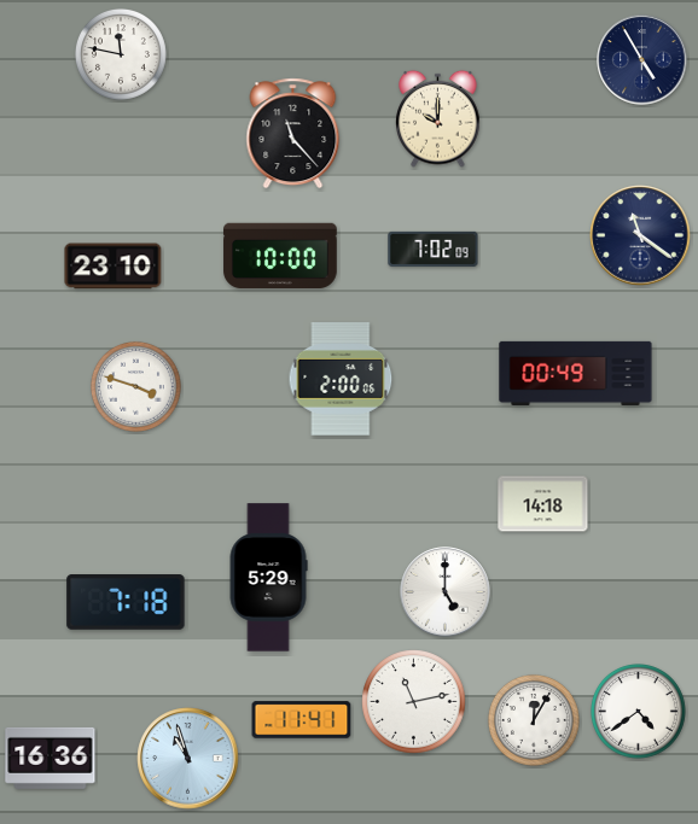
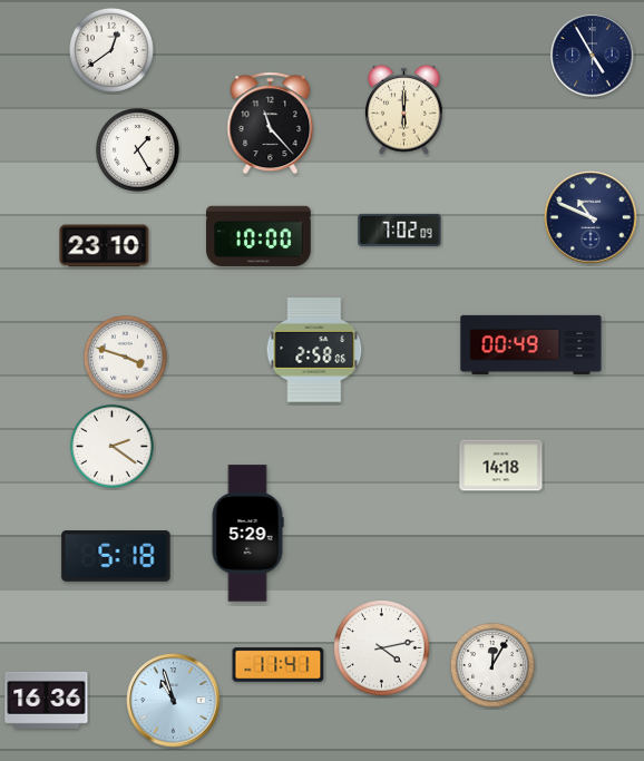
clock at (121, 54): 11:47 -> 12:39
clock at (438, 118): 10:00 -> 6:00
clock at (137, 149): none -> 1:25
clock at (640, 235): 11:21 -> 10:49
clock at (341, 380): 2:00 -> 2:58
clock at (111, 446): none -> 2:21
clock at (446, 592): 5:00 -> none
clock at (126, 603): 7:18 -> 5:18
clock at (414, 702): 11:13 -> 4:13
clock at (639, 712): 4:39 -> none
